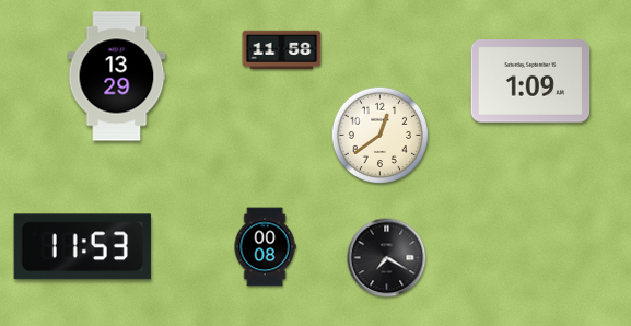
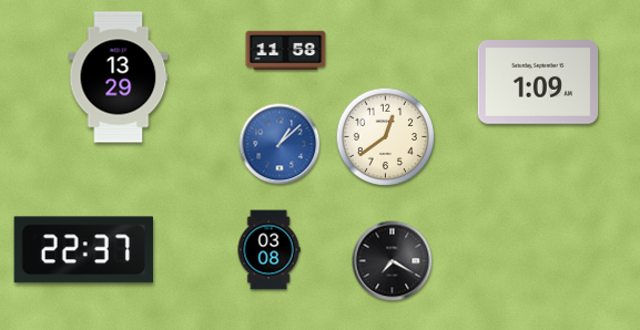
clock at (280, 144): none -> 1:08
clock at (82, 247): 11:53 -> 22:37
clock at (265, 247): 00:08 -> 03:08
